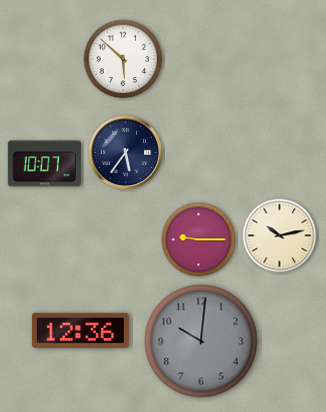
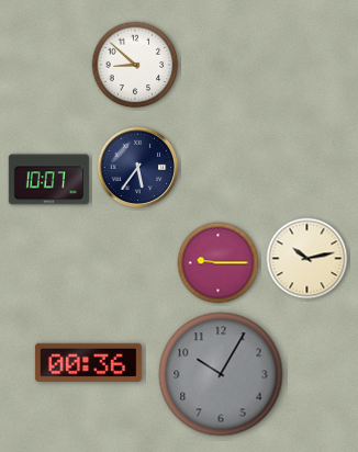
clock at (123, 59): 5:52 -> 8:52
clock at (80, 330): 12:36 -> 00:36
clock at (201, 341): 10:01 -> 10:05
